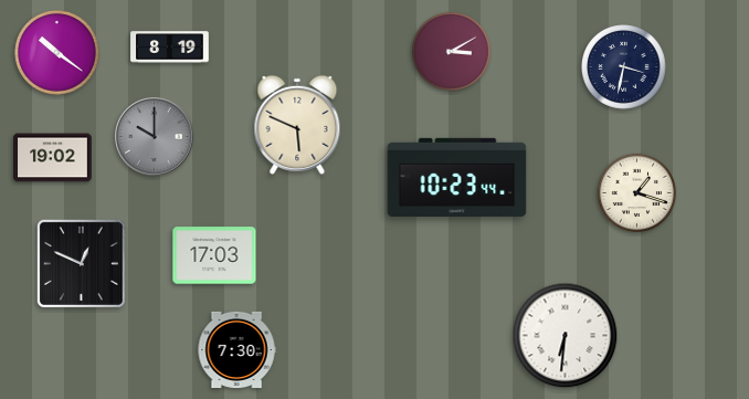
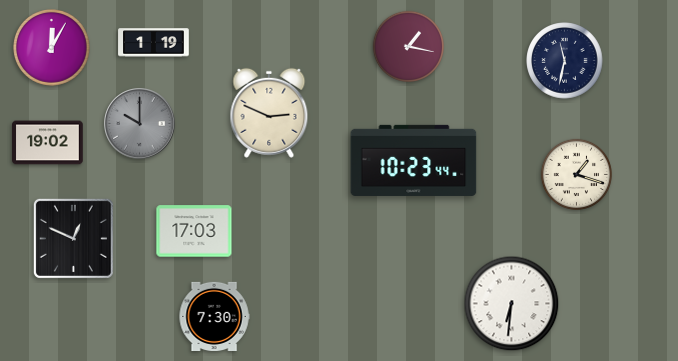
clock at (170, 48): 8:19 -> 1:19
clock at (451, 51): 3:10 -> 1:17
clock at (57, 53): 10:21 -> 12:05
clock at (624, 67): 3:32 -> 11:32
clock at (297, 125): 5:49 -> 2:49
